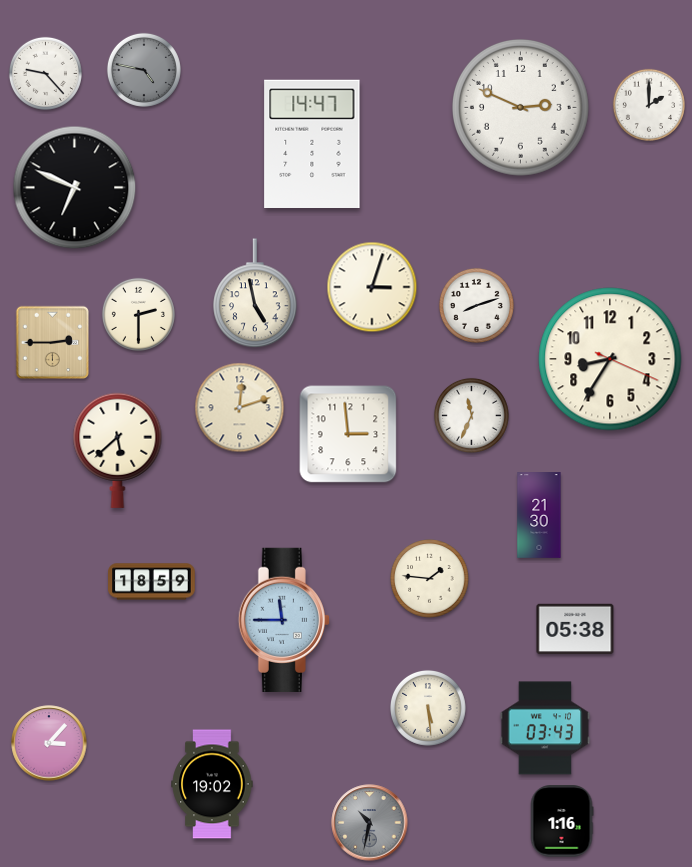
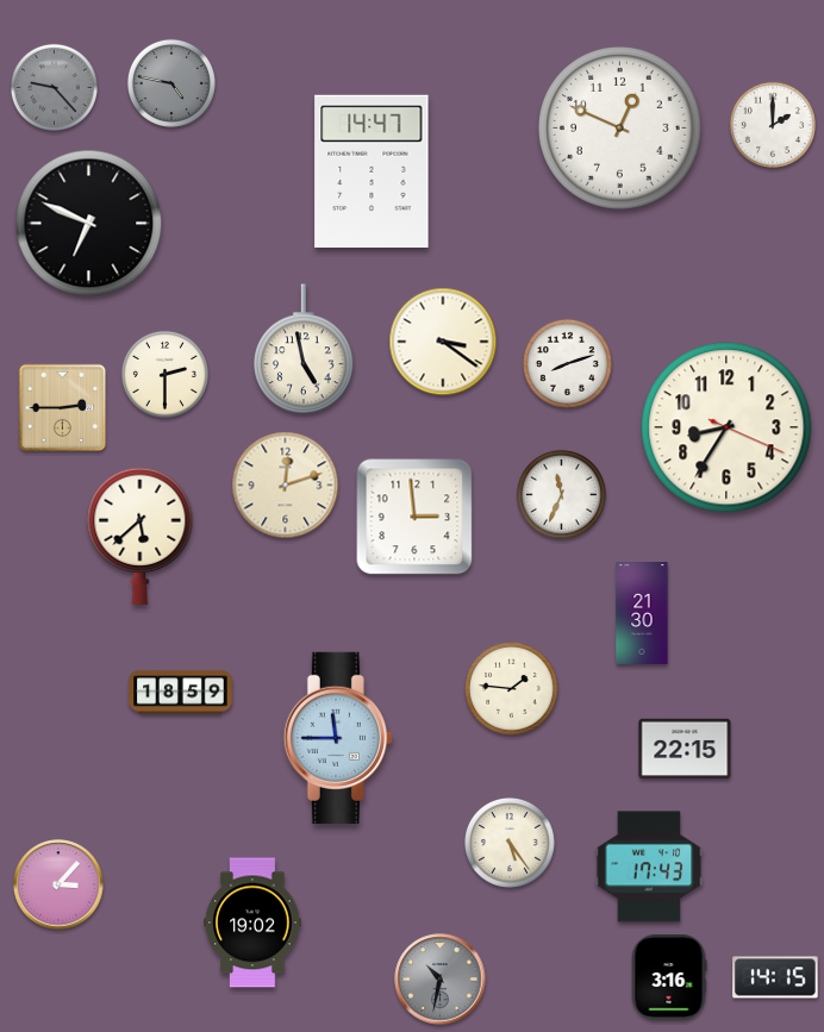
clock at (45, 73) dial: white -> grey
clock at (521, 108): 2:49 -> 12:49
clock at (372, 287): 3:03 -> 3:21
clock at (575, 629): 05:38 -> 22:15
clock at (428, 708): 5:29 -> 5:24
clock at (545, 728): 03:43 -> 17:43
clock at (212, 784) position: (212, 784) -> (252, 922)
clock at (562, 821): 1:16 -> 3:16
clock at (775, 977): none -> 14:15
